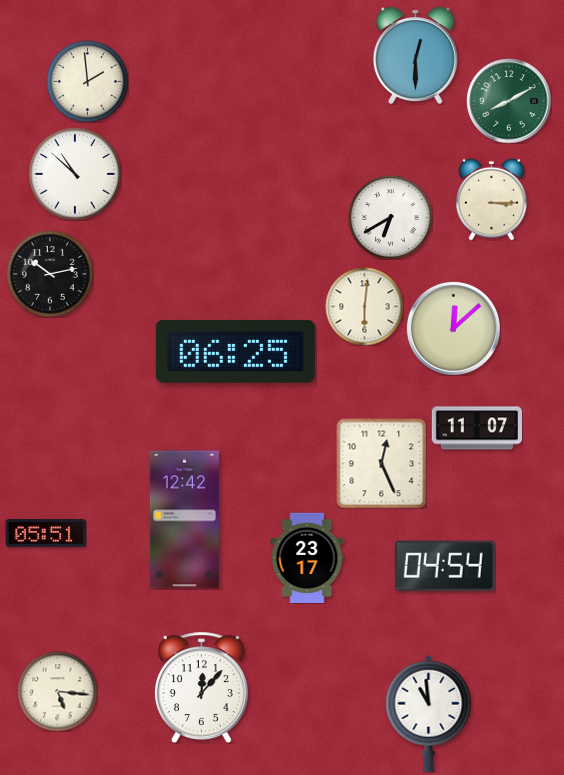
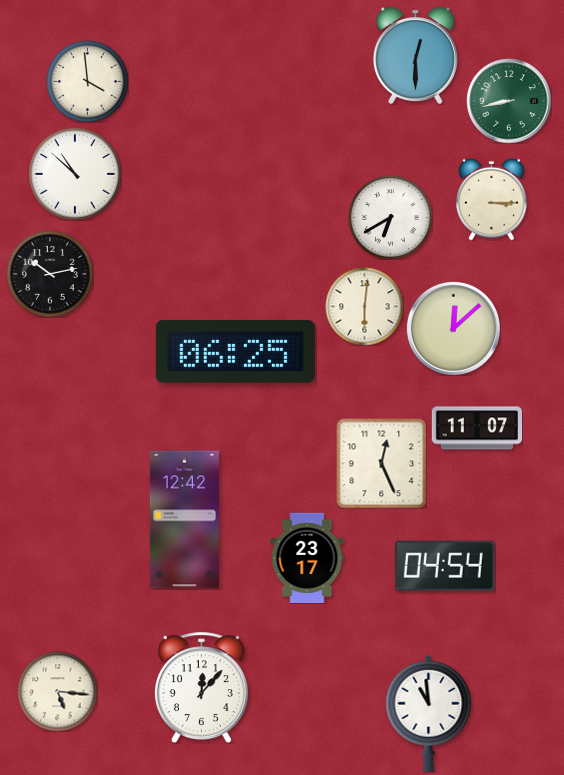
clock at (87, 81): 1:59 -> 3:59
clock at (509, 101): 8:10 -> 8:43
clock at (46, 533): 05:51 -> none
